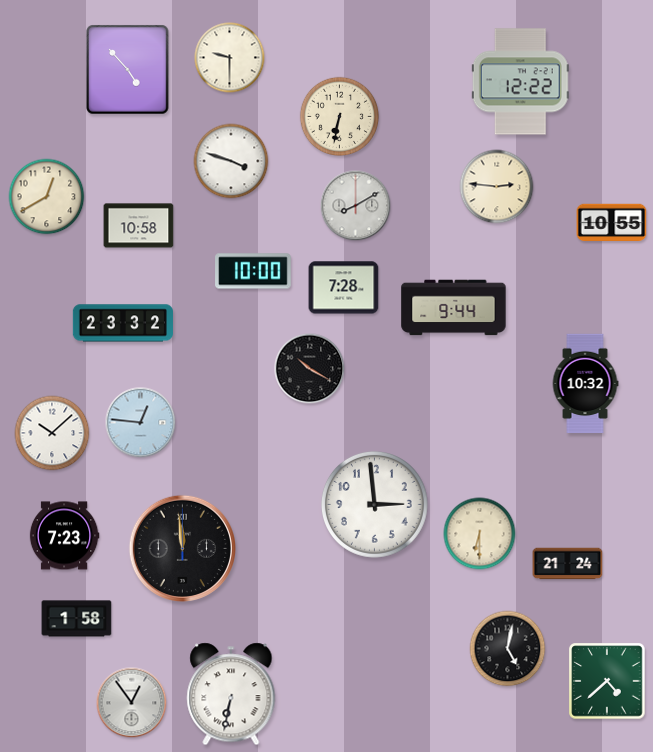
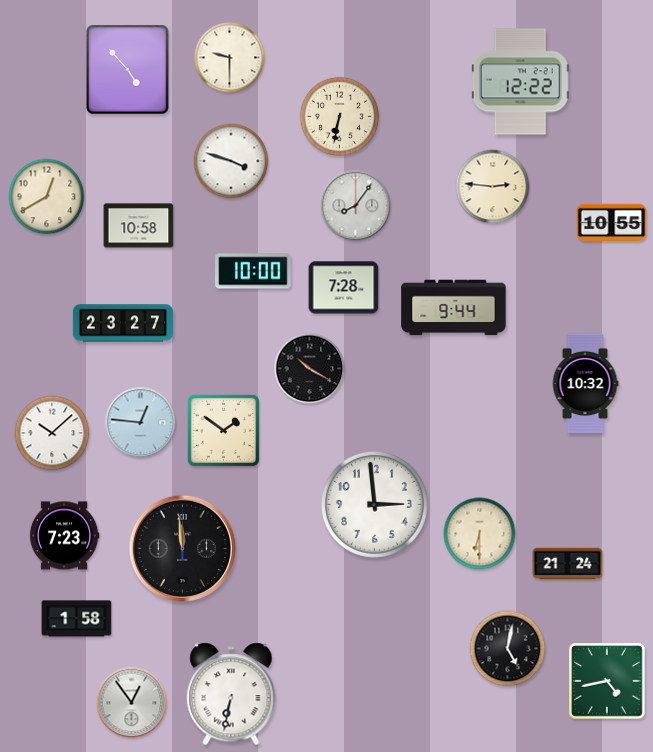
clock at (497, 187) position: (497, 187) -> (493, 187)
clock at (356, 206): 8:10 -> 8:06
clock at (123, 323): 23:32 -> 23:27
clock at (223, 430): none -> 1:51
clock at (607, 681): 4:38 -> 4:43
